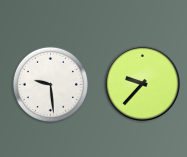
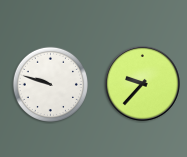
clock at (50, 84): 9:29 -> 9:48
